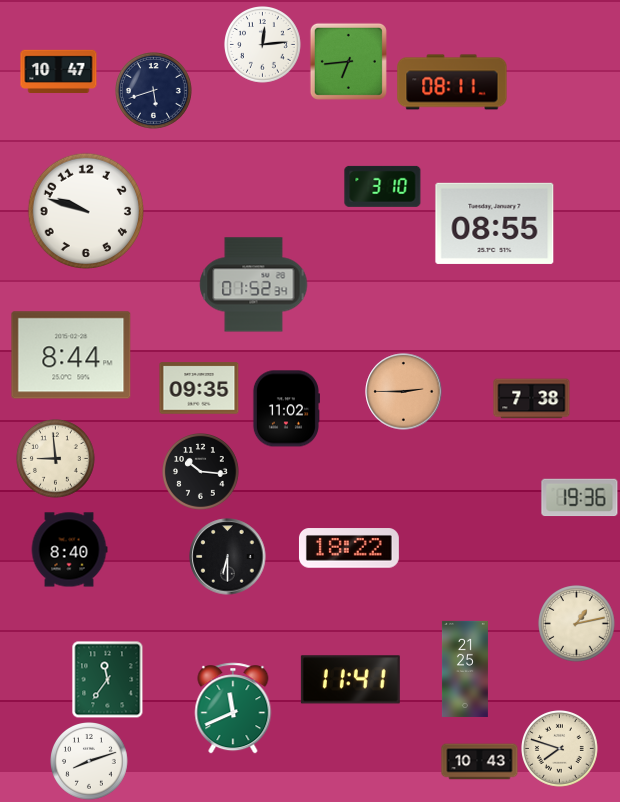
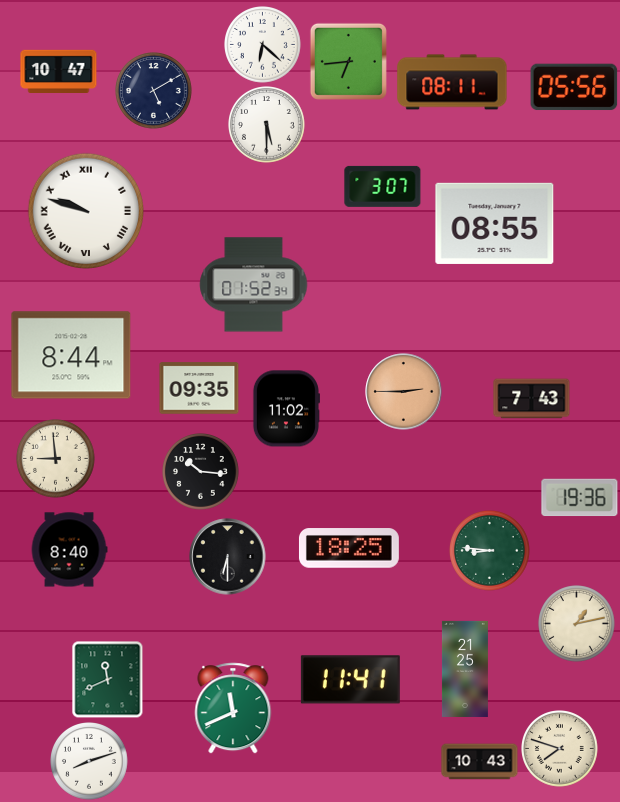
clock at (263, 45): 12:14 -> 6:22
clock at (574, 87): none -> 05:56
clock at (154, 91): 5:42 -> 5:10
clock at (267, 125): none -> 5:30
clock at (383, 186): 3:10 -> 3:07
clock at (85, 210) numerals: Arabic -> Roman
clock at (532, 399): 7:38 -> 7:43
clock at (349, 548): 18:22 -> 18:25
clock at (489, 550): none -> 8:46
clock at (108, 679): 11:36 -> 11:41
